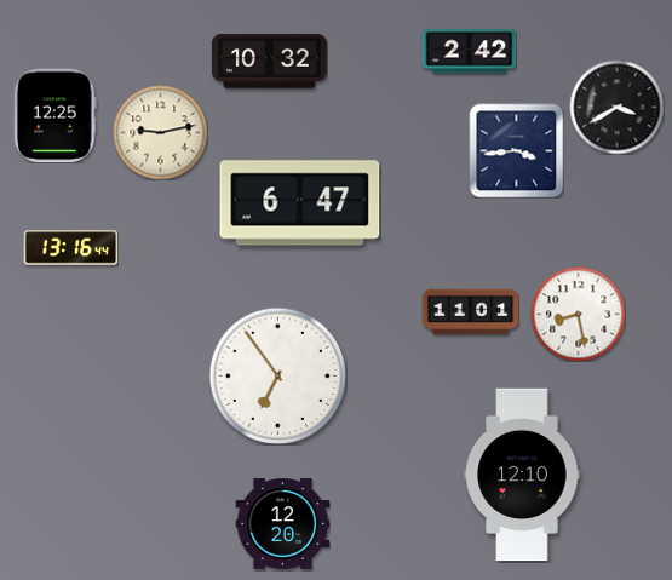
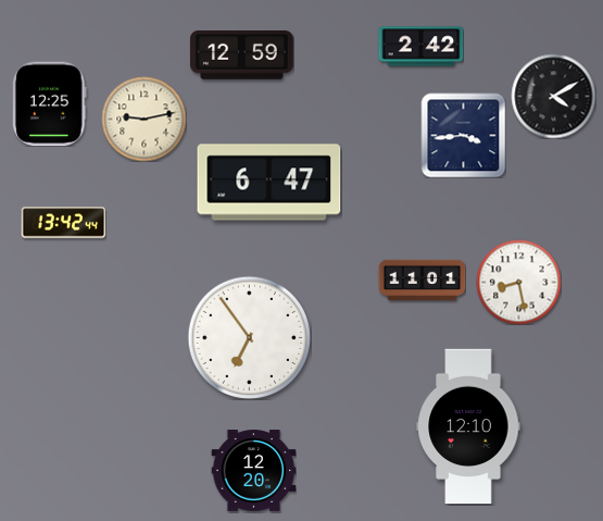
clock at (269, 62): 10:32 -> 12:59
clock at (616, 107): 3:40 -> 4:10
clock at (70, 248): 13:16 -> 13:42
